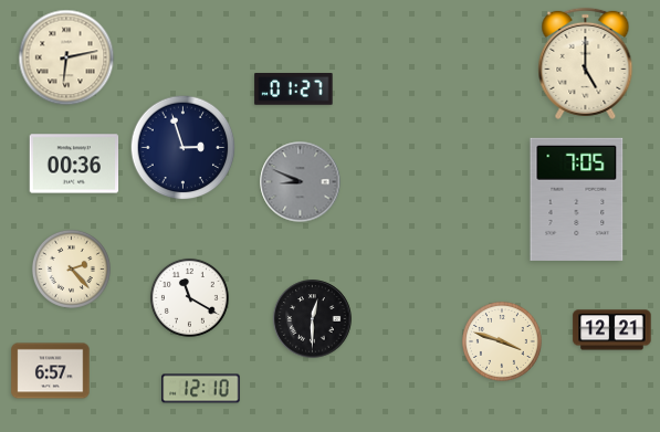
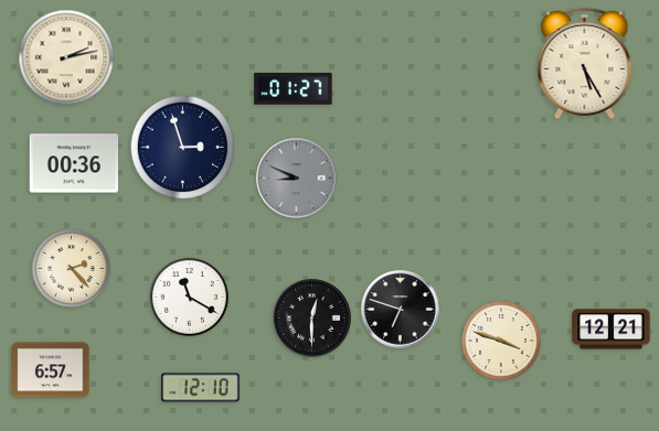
clock at (66, 57): 6:13 -> 2:13
clock at (586, 63): 5:00 -> 5:25
clock at (301, 182) position: (301, 182) -> (297, 179)
clock at (577, 199): 7:05 -> none
clock at (401, 310): none -> 6:48
